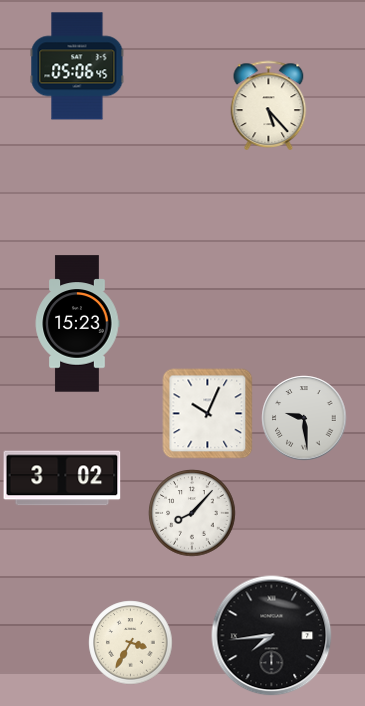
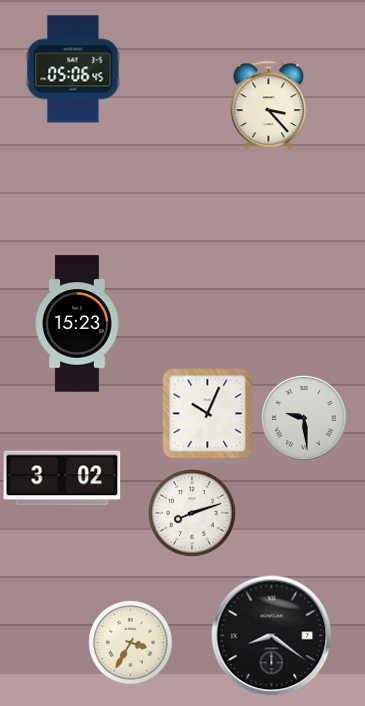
clock at (77, 66) position: (77, 66) -> (73, 69)
clock at (269, 105): 5:23 -> 3:23
clock at (192, 513): 8:07 -> 8:12
clock at (272, 636): 7:44 -> 8:21
